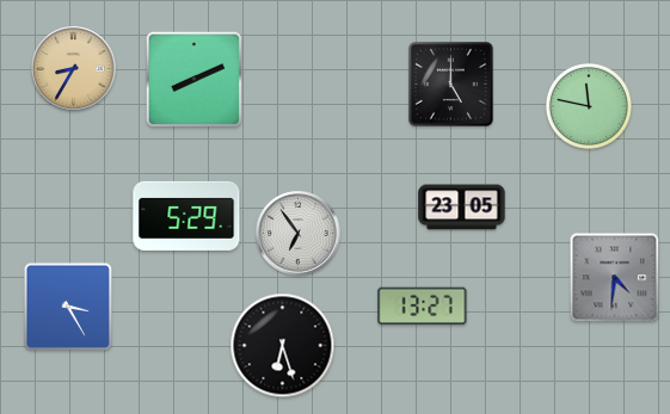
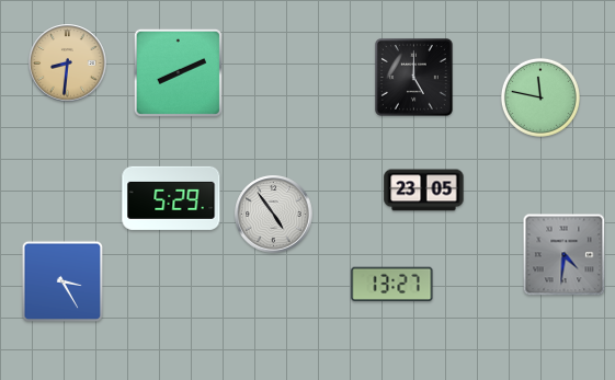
clock at (74, 69): 8:35 -> 8:31
clock at (299, 234): 6:54 -> 4:54
clock at (423, 305) position: (423, 305) -> (392, 284)
clock at (283, 346): 6:27 -> none
